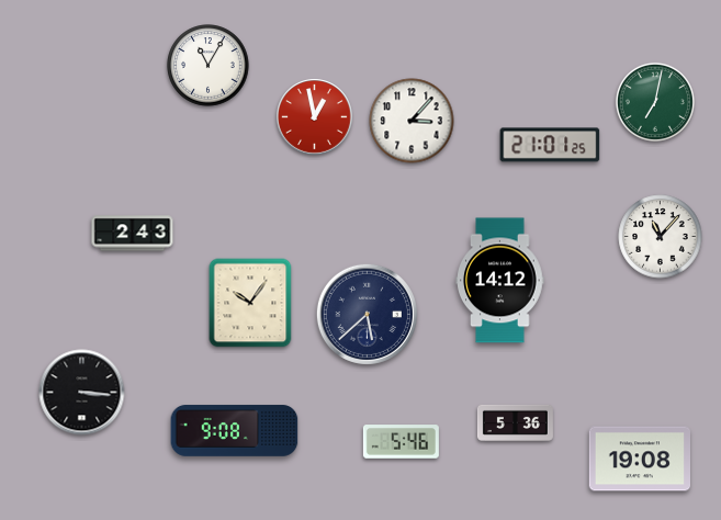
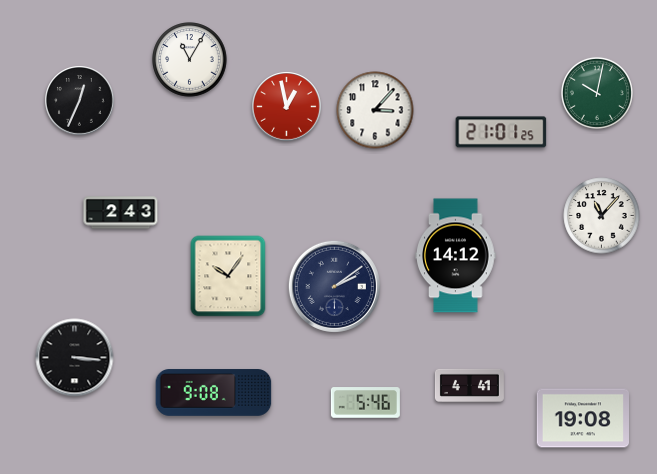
clock at (655, 102): 7:02 -> 10:02
clock at (80, 101): none -> 12:34
clock at (367, 314): 5:38 -> 2:09
clock at (515, 422): 5:36 -> 4:41
